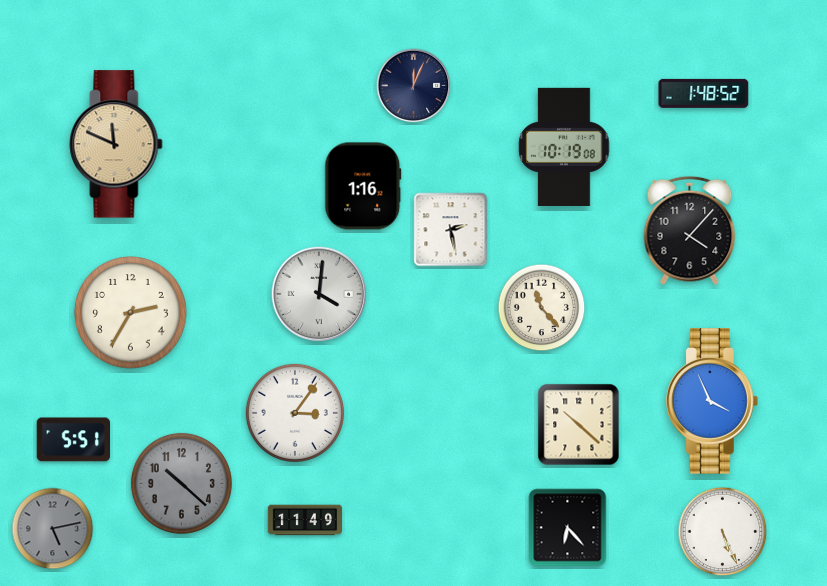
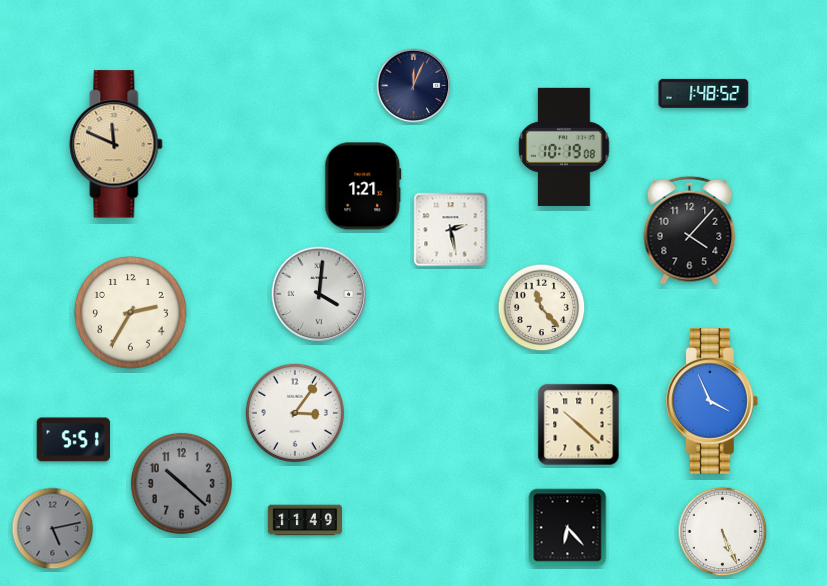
clock at (363, 186): 1:16 -> 1:21
